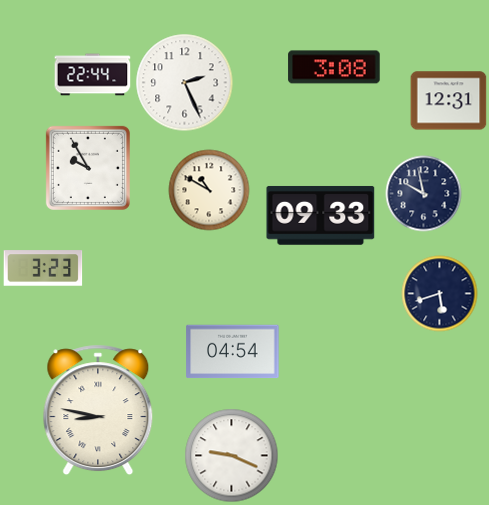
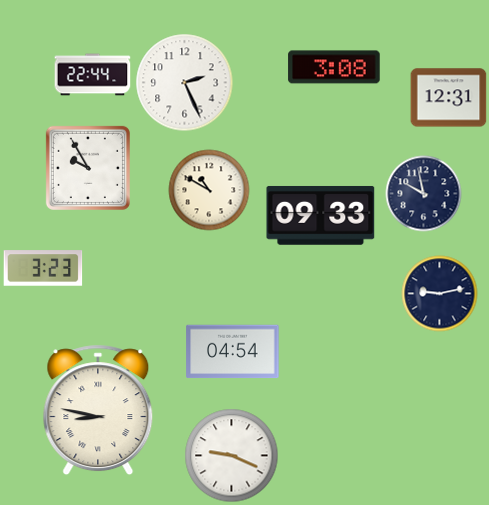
clock at (449, 101) position: (449, 101) -> (449, 98)
clock at (440, 294): 5:42 -> 9:13
